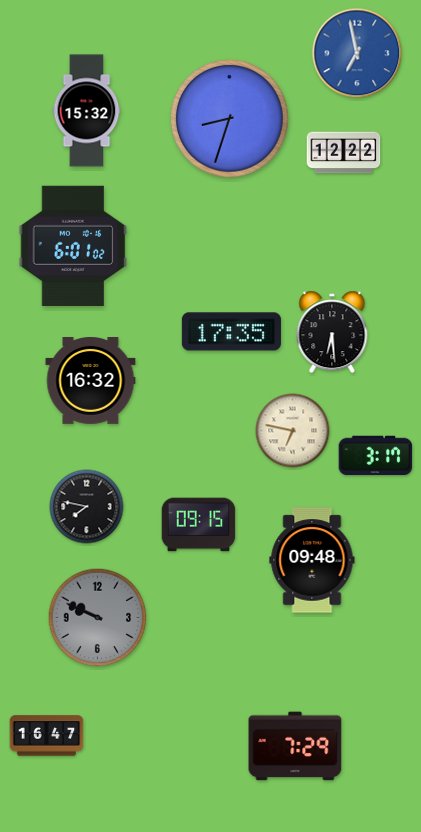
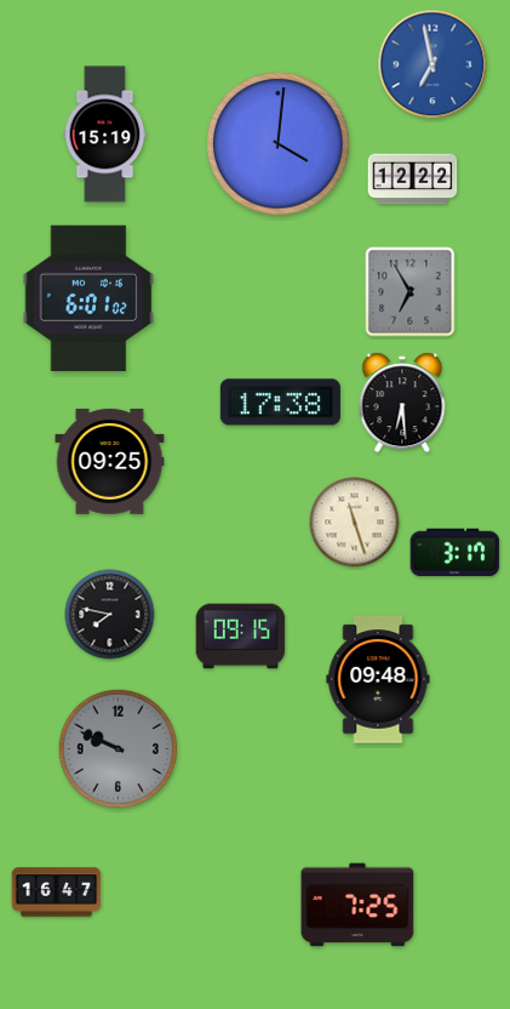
clock at (87, 111): 15:32 -> 15:19
clock at (230, 119): 8:33 -> 4:01
clock at (344, 153) position: (344, 153) -> (413, 179)
clock at (411, 292): none -> 6:55
clock at (231, 332): 17:35 -> 17:38
clock at (91, 381): 16:32 -> 09:25
clock at (293, 431): 6:47 -> 11:27
clock at (87, 507) position: (87, 507) -> (110, 615)
clock at (295, 746): 7:29 -> 7:25
